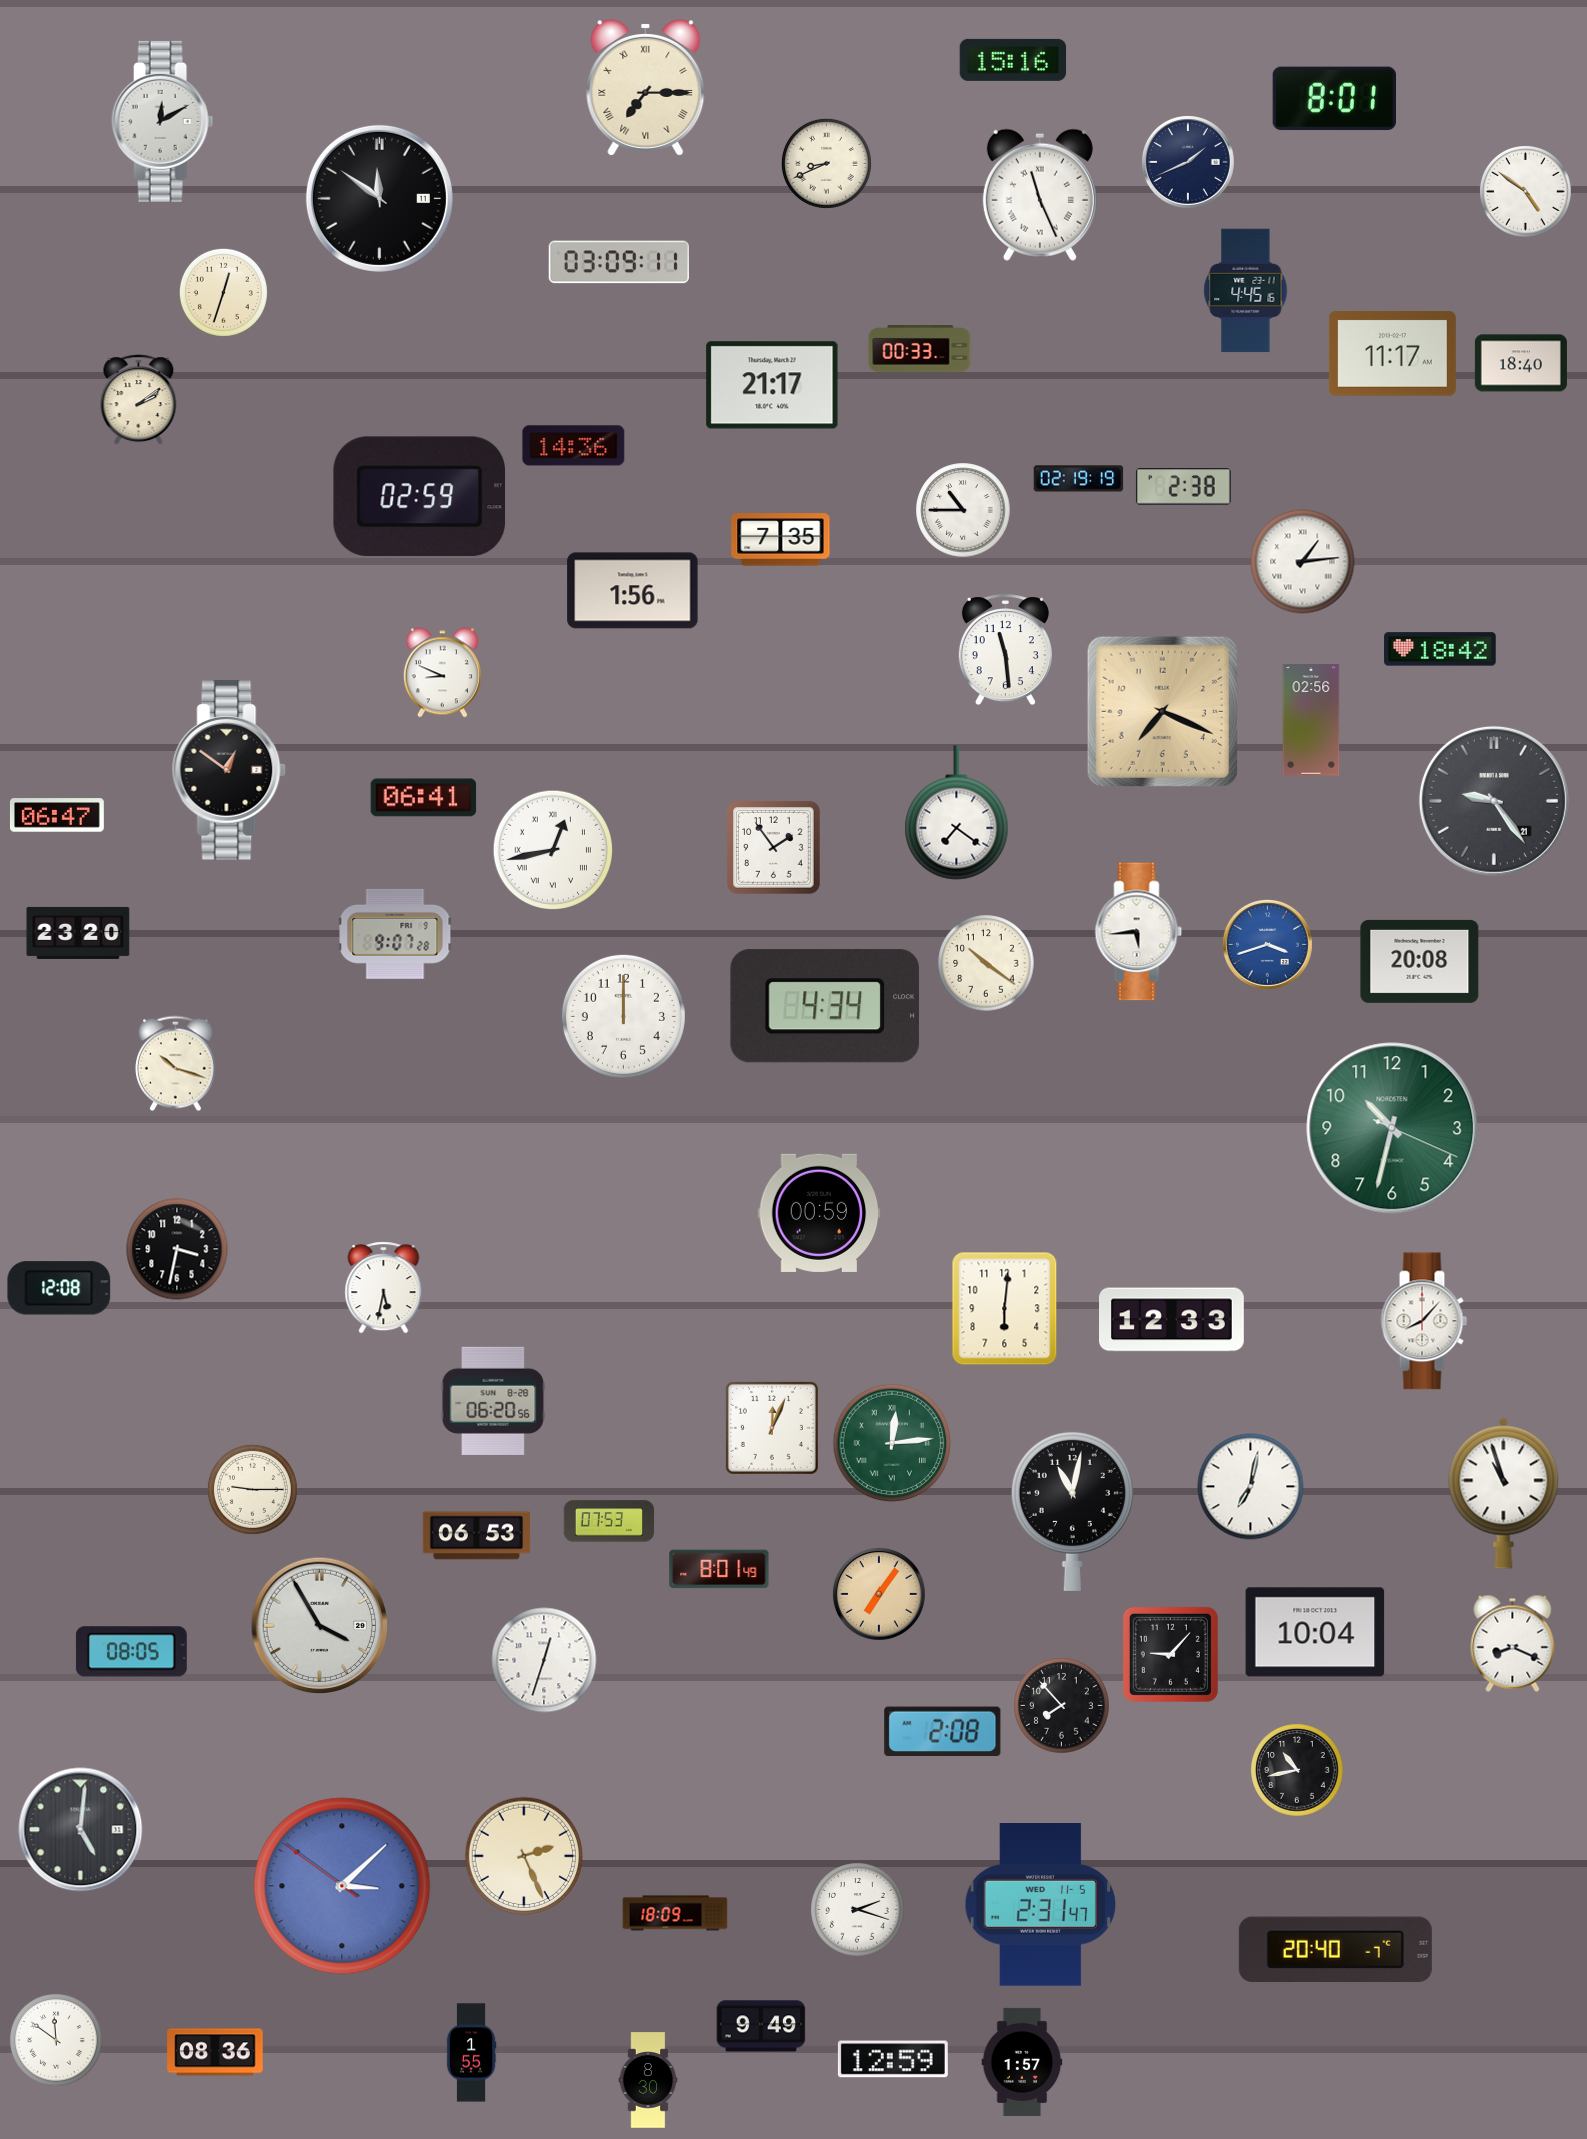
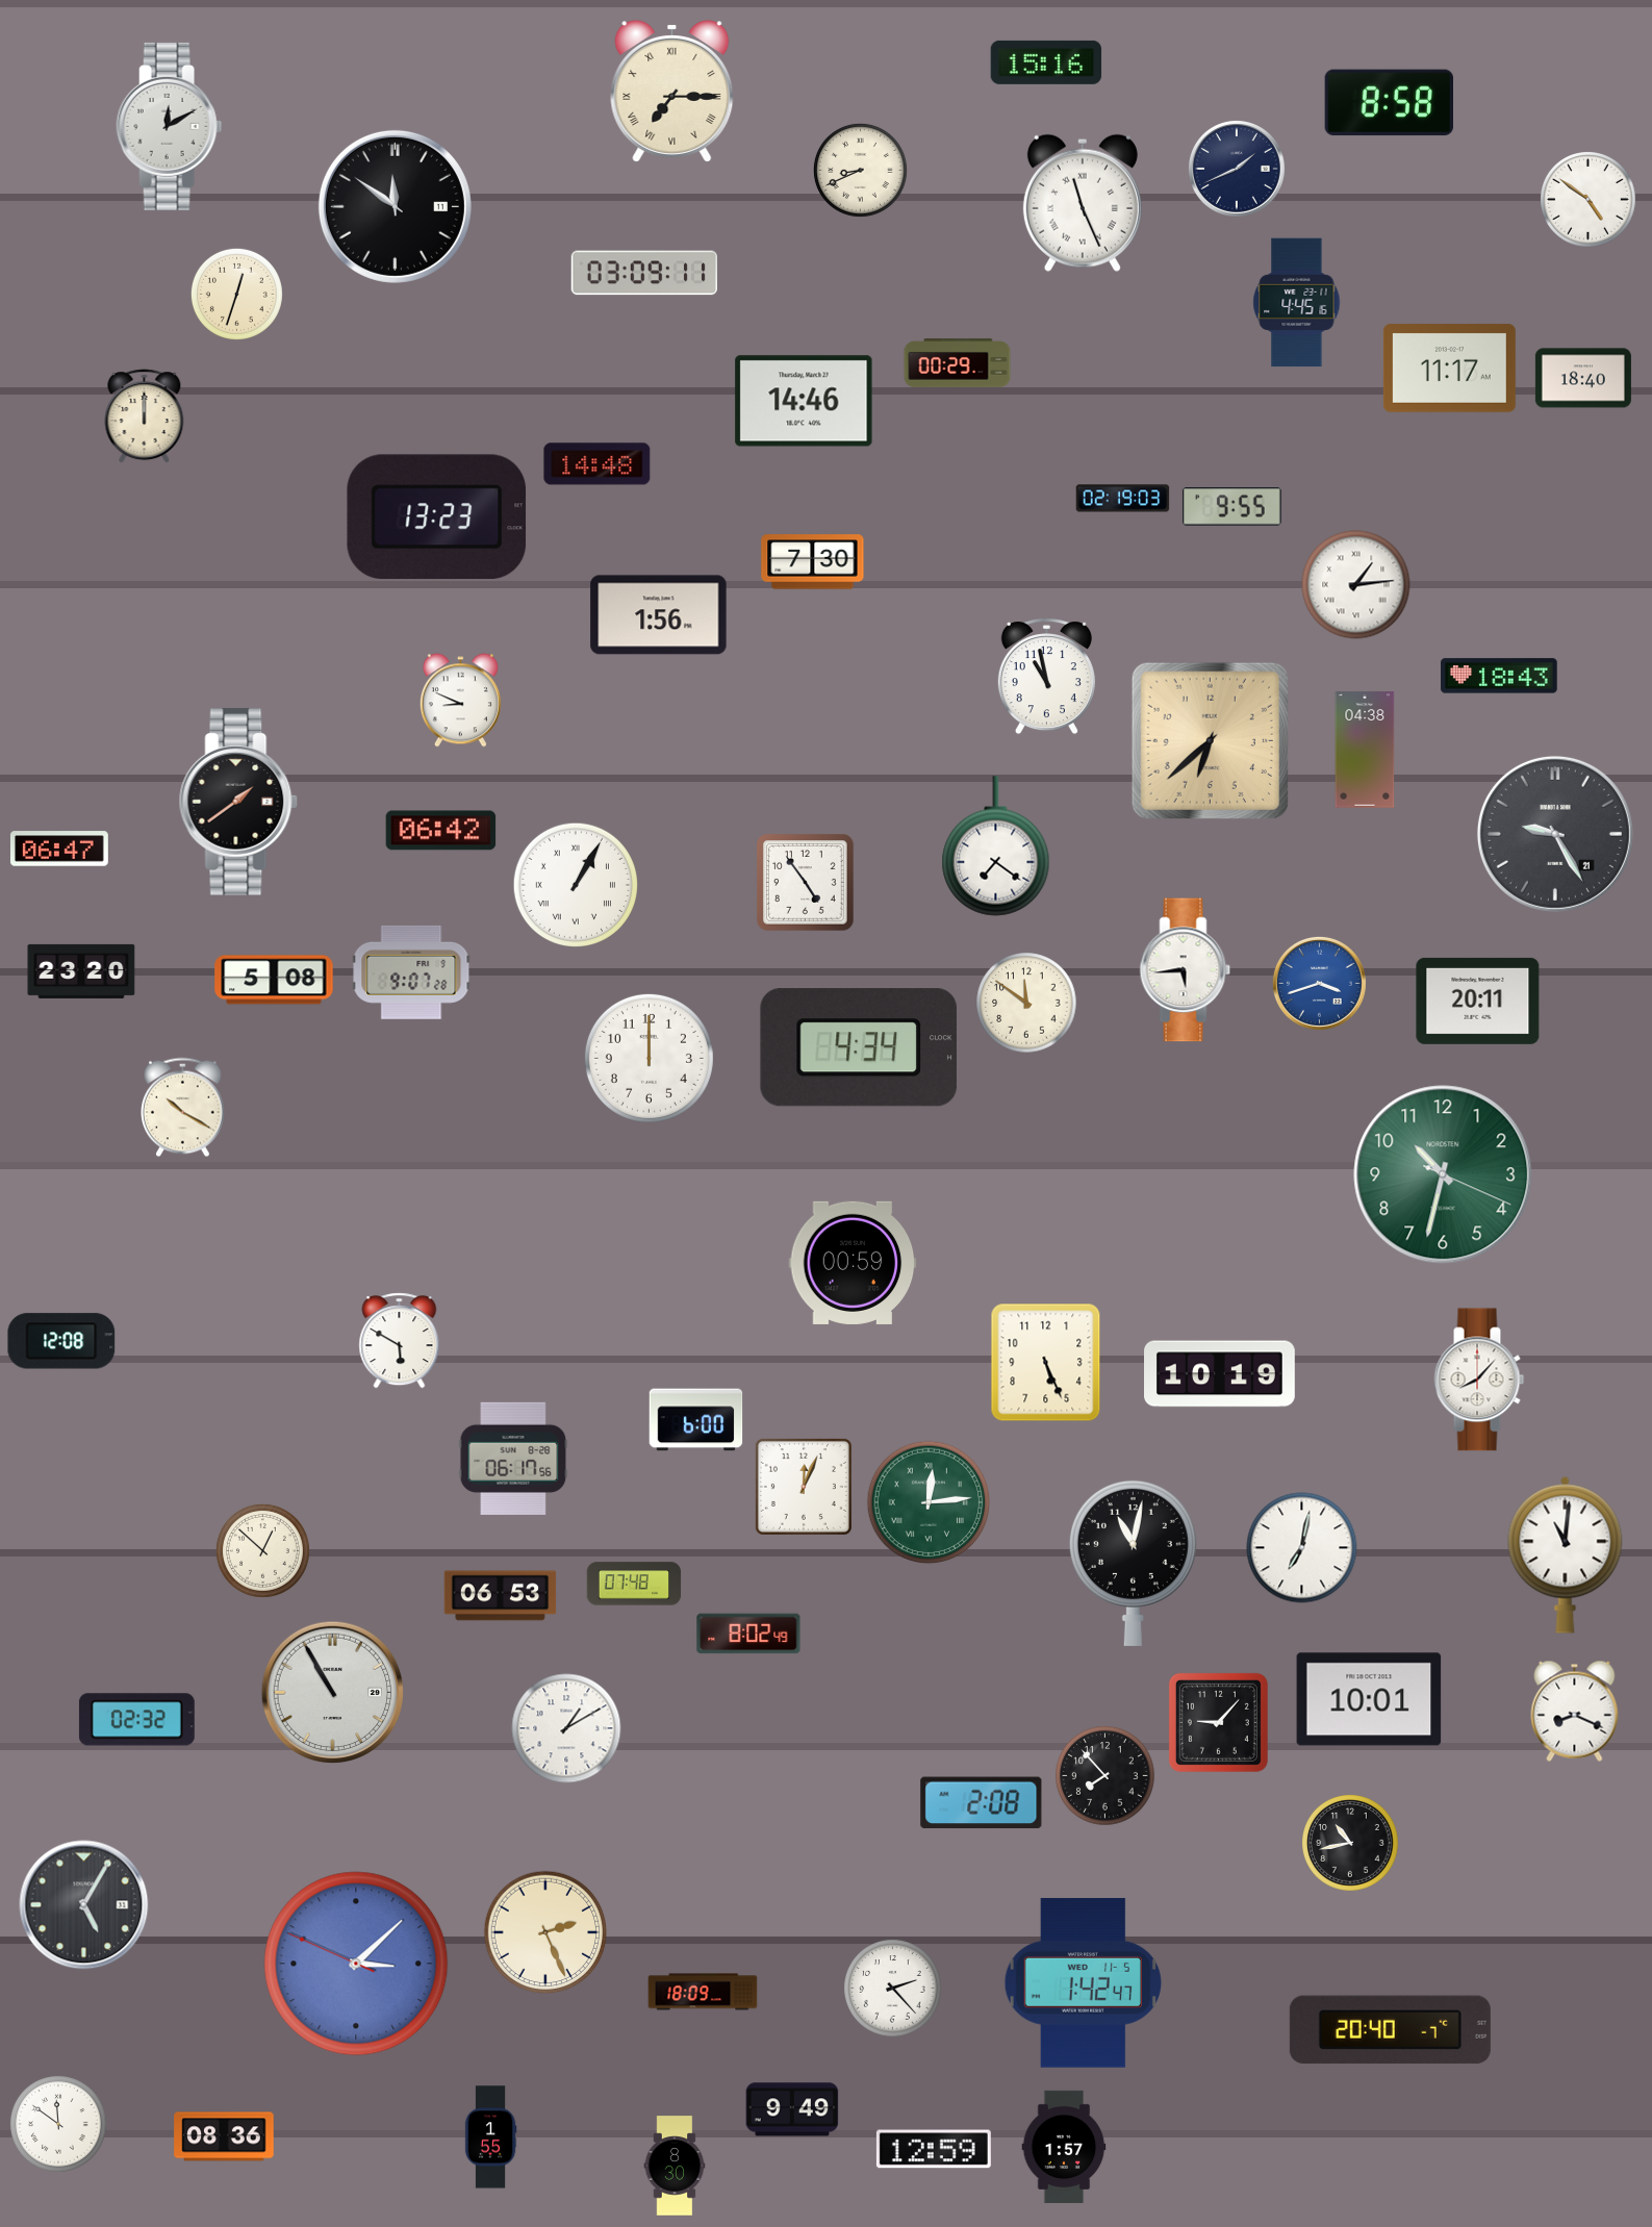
clock at (1013, 60) position: (1013, 60) -> (1046, 62)
clock at (1334, 99): 8:01 -> 8:58
clock at (223, 292) position: (223, 292) -> (236, 294)
clock at (920, 349): 00:33 -> 00:29
clock at (772, 385): 21:17 -> 14:46
clock at (139, 400): 2:09 -> 12:00
clock at (574, 446): 14:36 -> 14:48
clock at (1079, 479): 02:19:19 -> 02:19:03
clock at (1183, 487): 2:38 -> 9:55
clock at (420, 497): 02:59 -> 13:23
clock at (963, 510): 10:45 -> none
clock at (781, 540): 7:35 -> 7:30
clock at (1440, 649): 18:42 -> 18:43
clock at (1005, 650): 11:29 -> 10:58
clock at (1162, 711): 7:19 -> 6:38
clock at (1311, 720): 02:56 -> 04:38
clock at (229, 770): 12:51 -> 1:39
clock at (424, 798): 06:41 -> 06:42
clock at (1494, 801): 9:24 -> 9:25
clock at (774, 848): 1:54 -> 4:54
clock at (552, 849): 12:43 -> 1:05
clock at (274, 980): none -> 5:08
clock at (1420, 961): 20:08 -> 20:11
clock at (986, 963): 10:21 -> 11:51
clock at (176, 1064): 10:18 -> 10:20
clock at (1392, 1128) position: (1392, 1128) -> (1443, 1174)
clock at (177, 1249): 3:32 -> none
clock at (384, 1288): 5:32 -> 5:50
clock at (1005, 1309): 6:01 -> 5:26
clock at (1172, 1320): 12:33 -> 10:19
clock at (1424, 1321) position: (1424, 1321) -> (1479, 1380)
clock at (696, 1420): none -> 6:00
clock at (493, 1401): 06:20 -> 06:17
clock at (252, 1489): 9:15 -> 12:52
clock at (1504, 1493): 10:57 -> 11:01
clock at (1072, 1511) position: (1072, 1511) -> (1133, 1563)
clock at (609, 1521): 07:53 -> 07:48
clock at (477, 1536) position: (477, 1536) -> (501, 1596)
clock at (719, 1569): 8:01 -> 8:02
clock at (879, 1594): 7:06 -> none
clock at (320, 1626): 3:55 -> 10:55
clock at (1315, 1632): 10:04 -> 10:01
clock at (131, 1652): 08:05 -> 02:32
clock at (544, 1660): 12:33 -> 1:10
clock at (81, 1830): 5:01 -> 5:05
clock at (342, 1886): 3:07:51 -> 3:07:49
clock at (1040, 1905): 2:31 -> 1:42
clock at (858, 1910): 2:18 -> 2:23
clock at (893, 2059) position: (893, 2059) -> (934, 2149)
